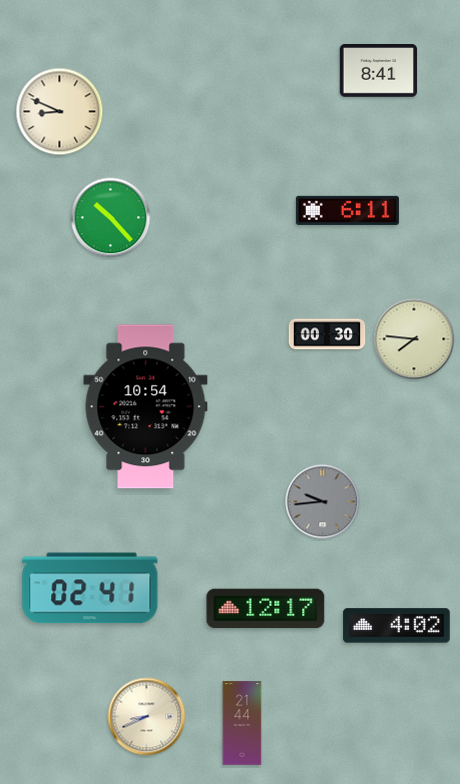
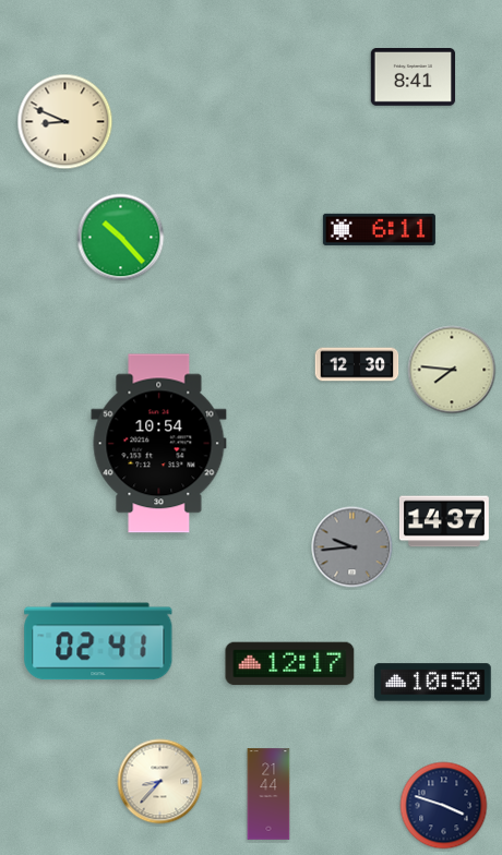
clock at (327, 334): 00:30 -> 12:30
clock at (444, 521): none -> 14:37
clock at (397, 626): 4:02 -> 10:50
clock at (147, 717): 8:41 -> 8:37
clock at (242, 723) position: (242, 723) -> (268, 794)
clock at (444, 806): none -> 3:48
